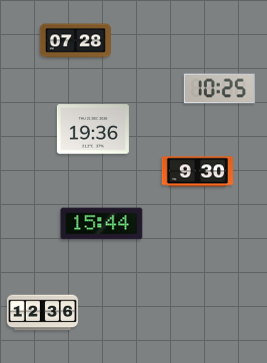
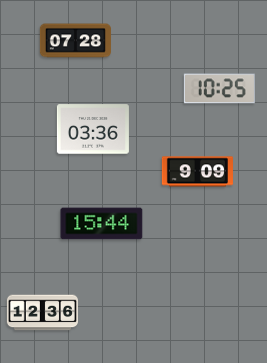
clock at (93, 129): 19:36 -> 03:36
clock at (197, 172): 9:30 -> 9:09
